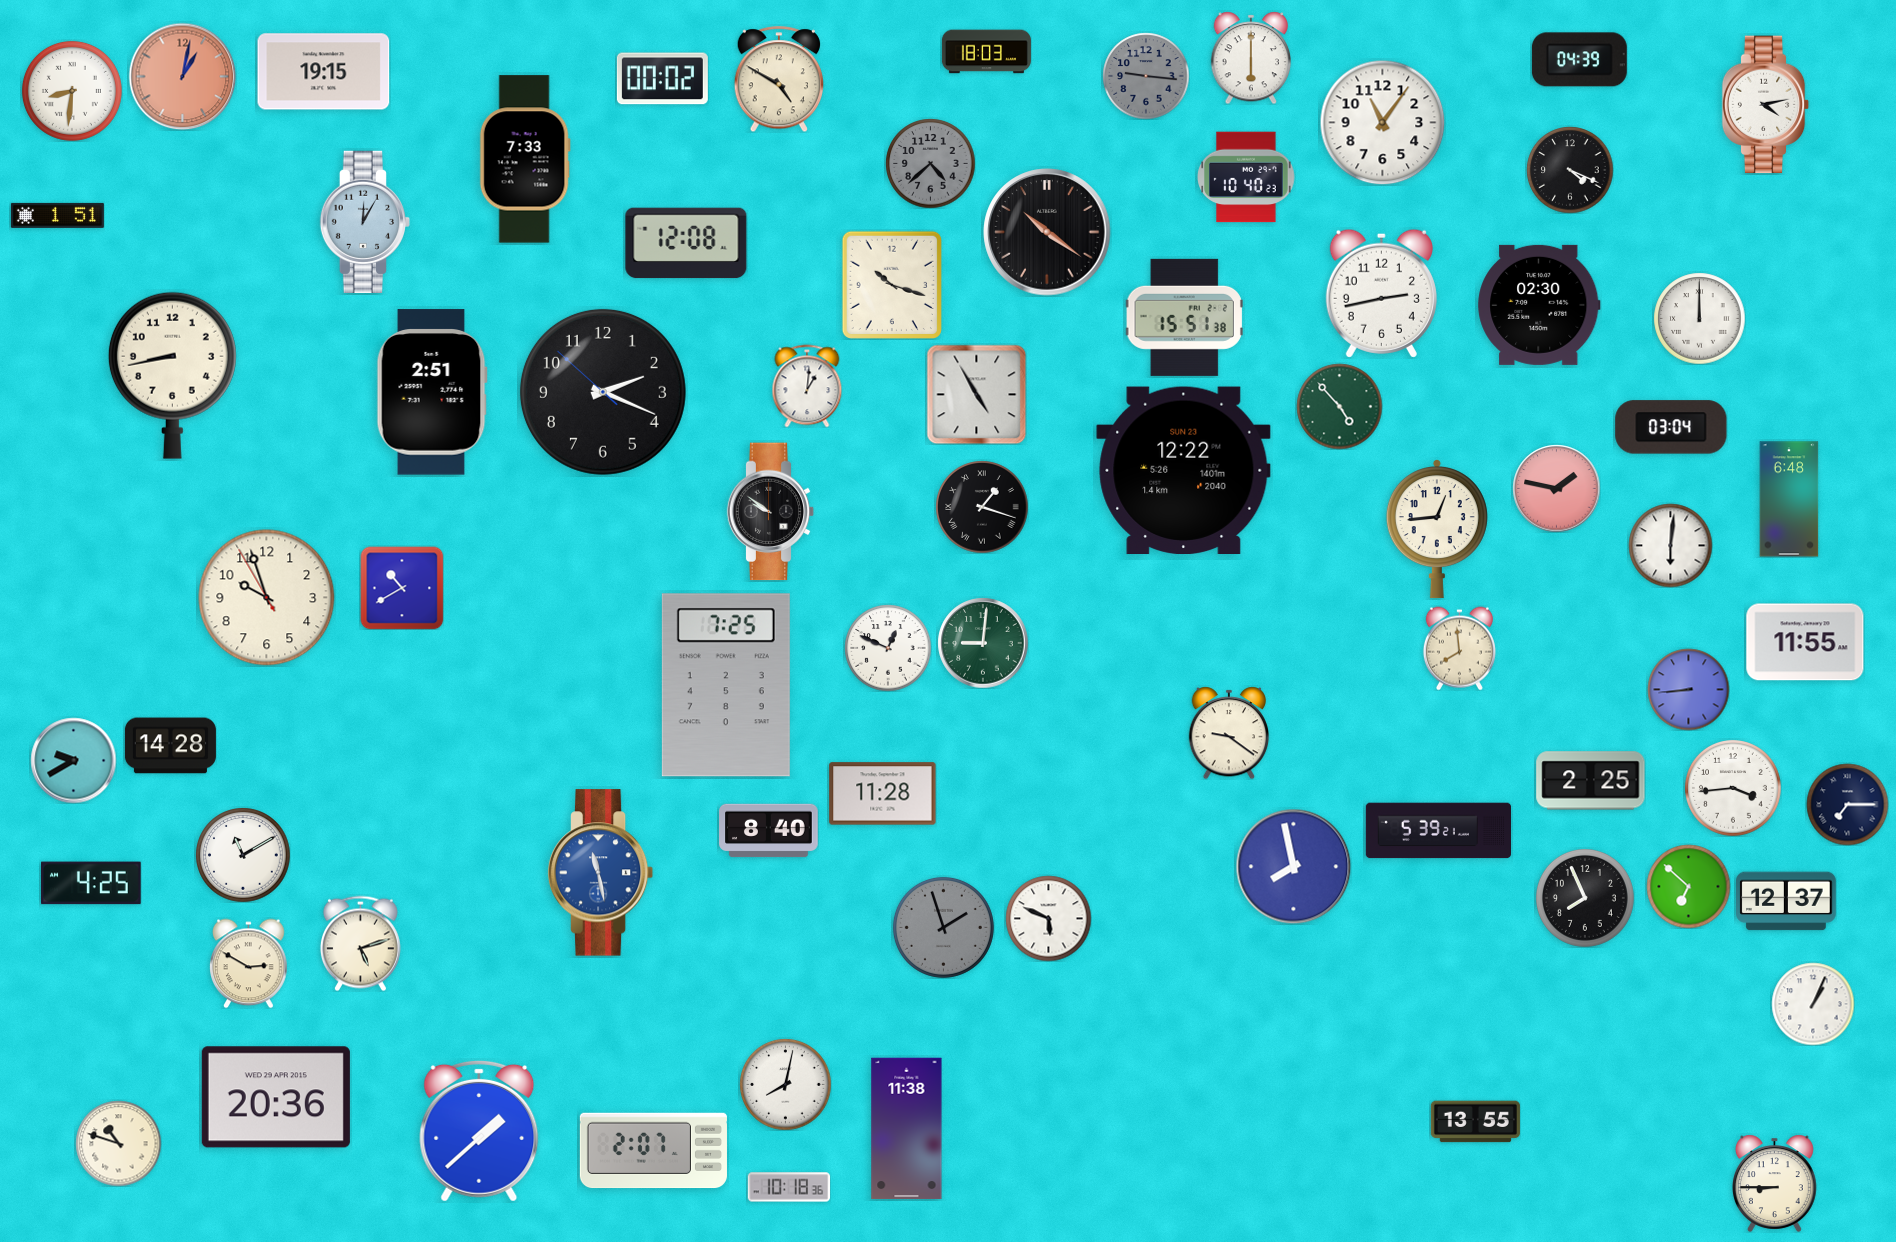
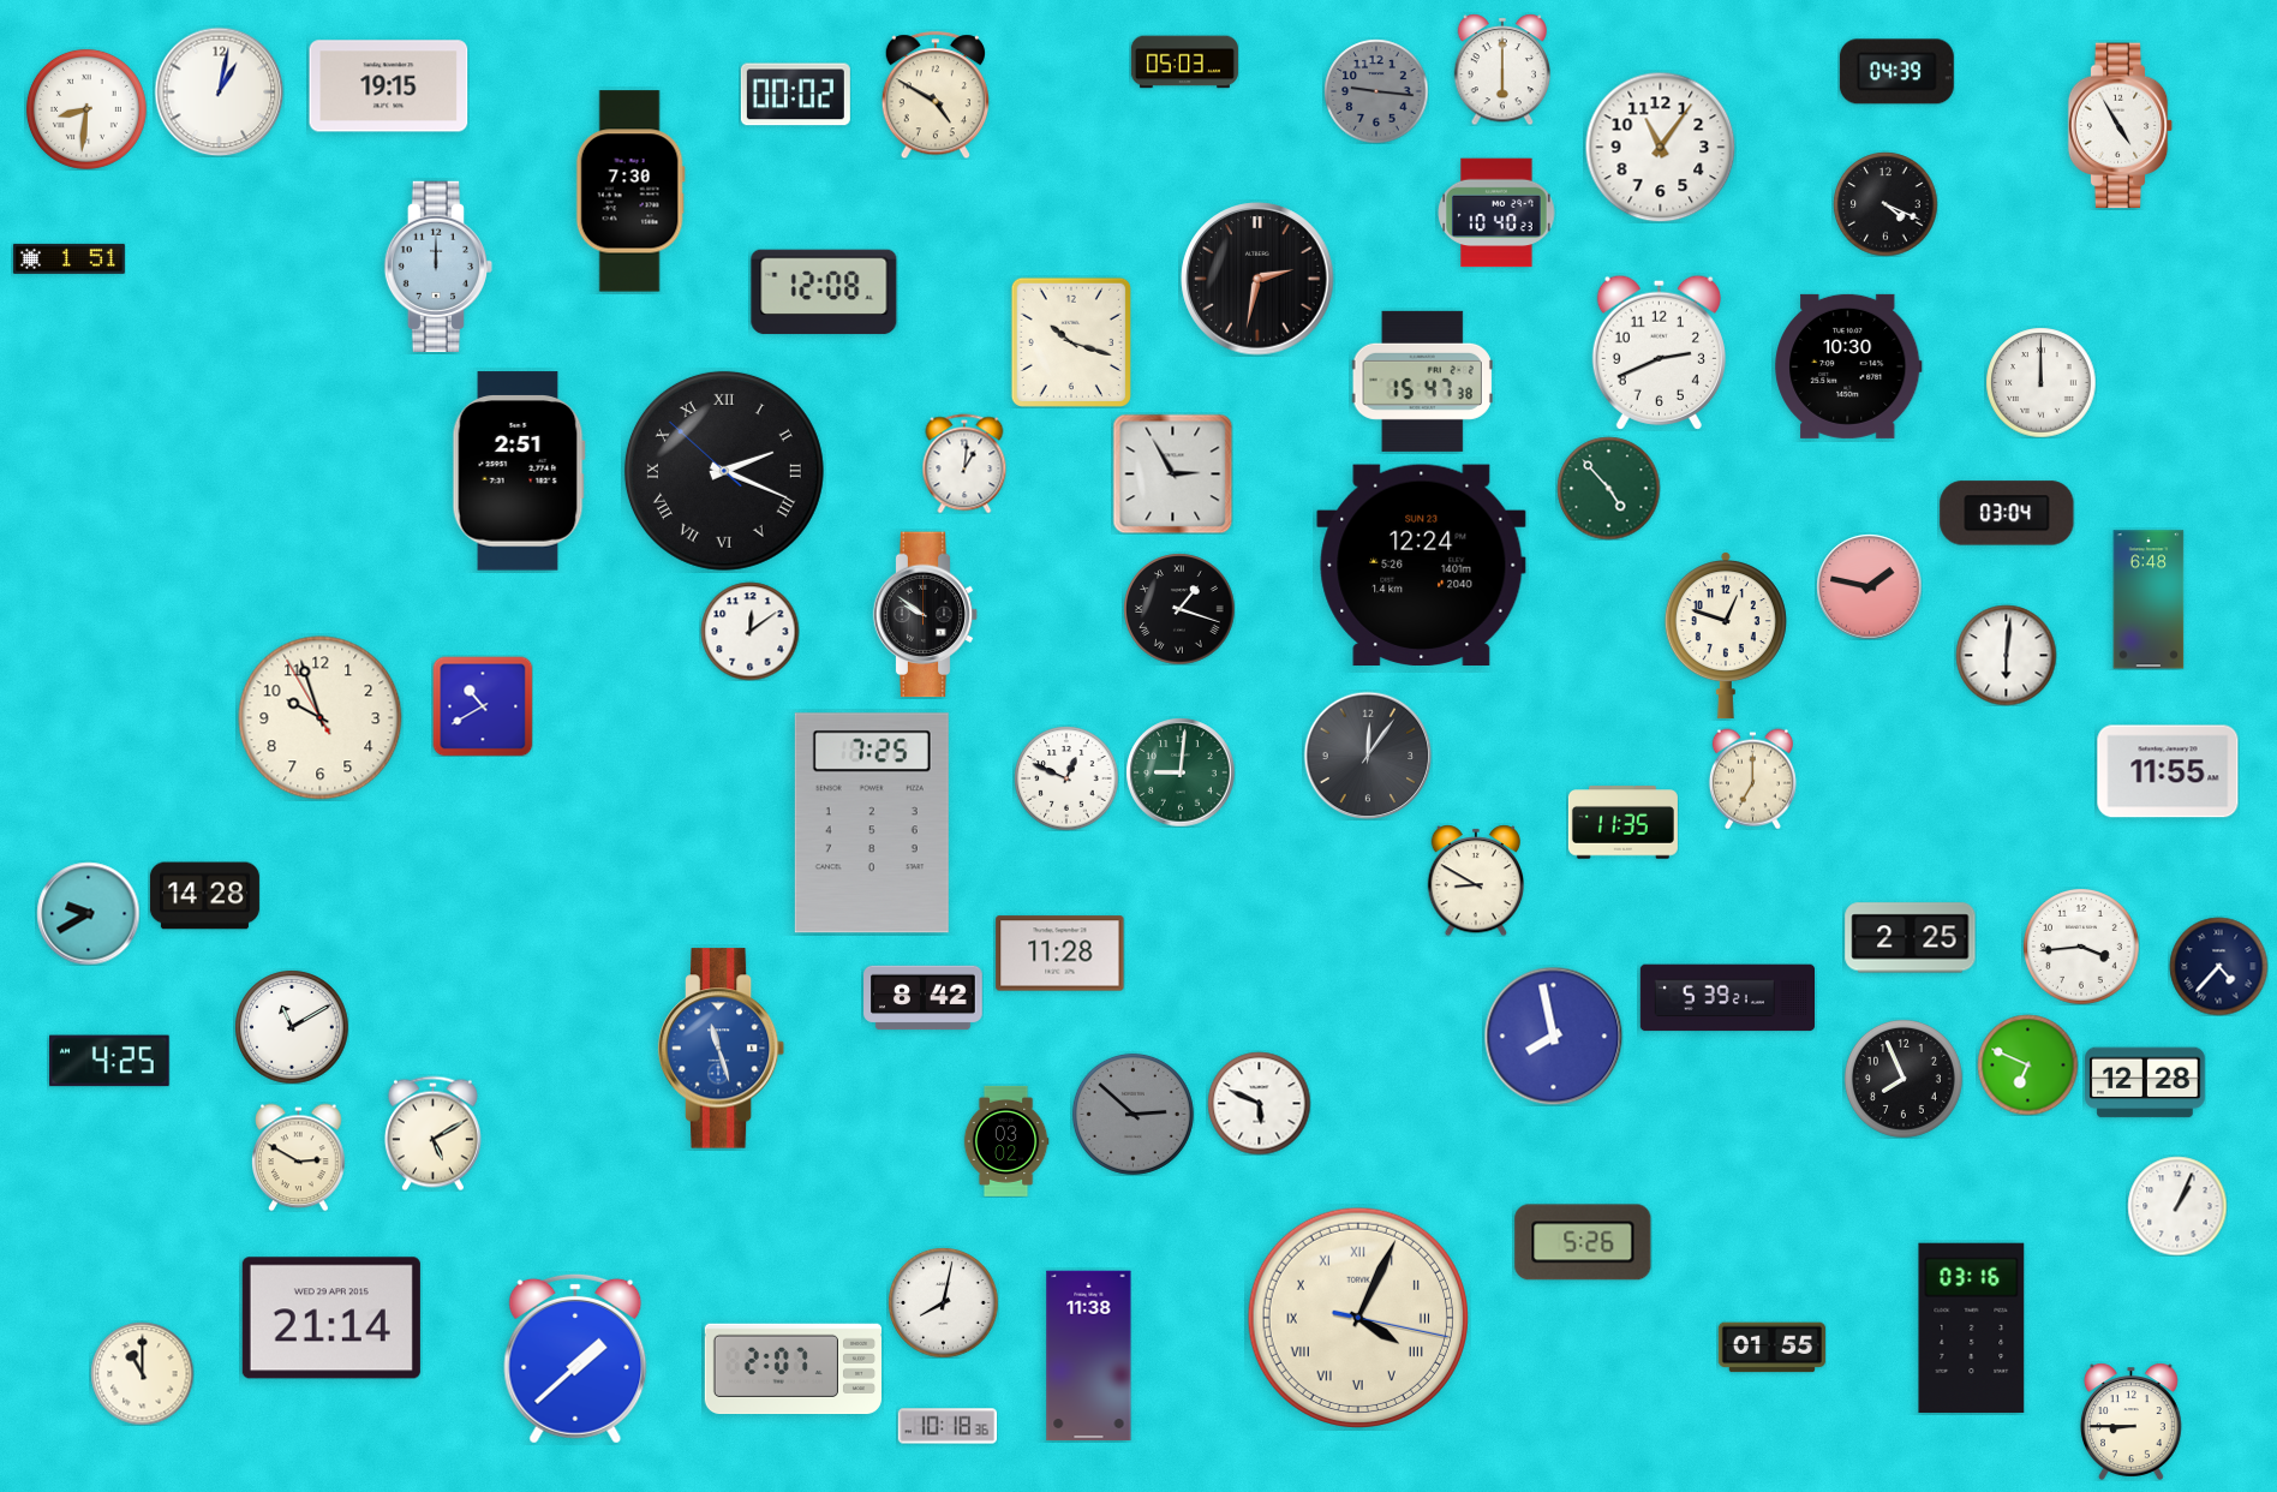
clock at (986, 52): 18:03 -> 05:03
clock at (182, 76) dial: salmon -> white
clock at (1766, 105): 4:13 -> 4:55
clock at (525, 159): 7:33 -> 7:30
clock at (930, 163): 4:38 -> none
clock at (365, 221): 12:05 -> 12:00
clock at (1047, 232): 10:21 -> 2:32
clock at (1381, 293): 2:43 -> 2:41
clock at (1539, 305): 02:30 -> 10:30
clock at (1184, 317): 15:51 -> 15:47
clock at (172, 375): 8:43 -> none
clock at (807, 386) position: (807, 386) -> (964, 464)
clock at (603, 392) numerals: Arabic -> Roman
clock at (976, 394): 4:55 -> 2:55
clock at (1184, 470): 12:22 -> 12:24
clock at (749, 631): none -> 12:09
clock at (1437, 530): 12:44 -> 12:48
clock at (1368, 756): none -> 12:06
clock at (1459, 648): 7:59 -> 7:00
clock at (1622, 823): none -> 11:35
clock at (1688, 689): 8:44 -> none
clock at (1229, 733): 9:21 -> 8:50
clock at (1847, 804): 7:15 -> 4:37
clock at (769, 831): 8:40 -> 8:42
clock at (1293, 866) position: (1293, 866) -> (1553, 1036)
clock at (601, 873): 11:28 -> 11:27
clock at (1688, 886): 6:52 -> 6:49
clock at (1786, 901): 12:37 -> 12:28
clock at (943, 927): 1:57 -> 2:52
clock at (360, 943): 5:12 -> 5:10
clock at (1006, 1141): none -> 03:02
clock at (1583, 1242): none -> 5:26
clock at (276, 1097): 20:36 -> 21:14
clock at (1358, 1318): none -> 4:04
clock at (1972, 1329): none -> 03:16
clock at (1475, 1122): 13:55 -> 01:55
clock at (118, 1143): 10:48 -> 11:00
clock at (653, 1151) position: (653, 1151) -> (793, 1369)
